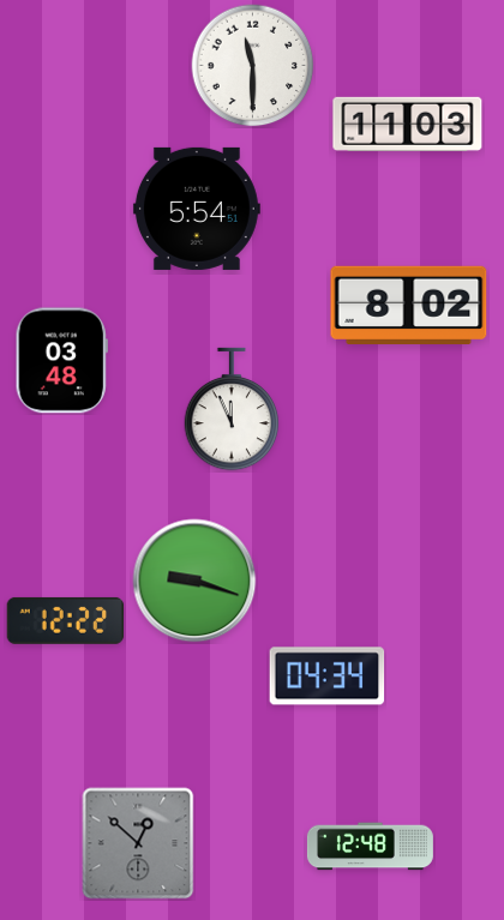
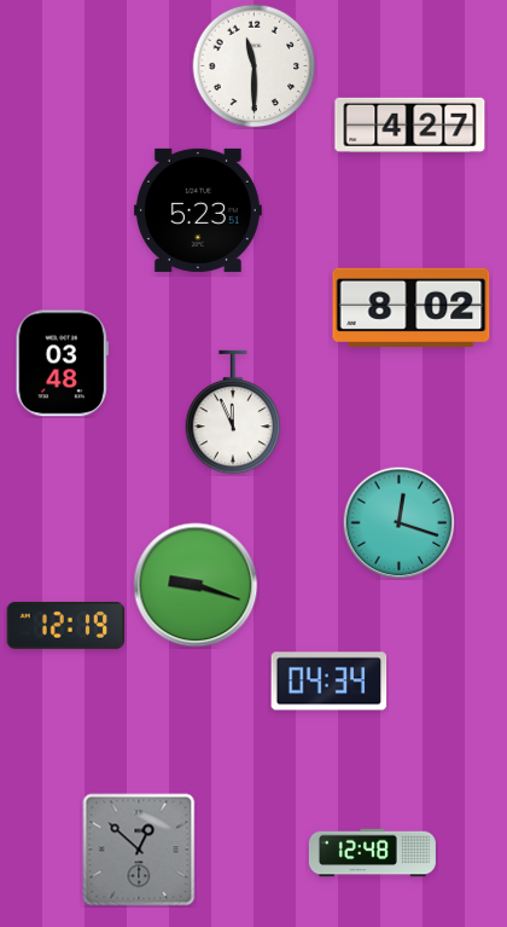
clock at (408, 124): 11:03 -> 4:27
clock at (197, 209): 5:54 -> 5:23
clock at (398, 522): none -> 12:18
clock at (66, 620): 12:22 -> 12:19
